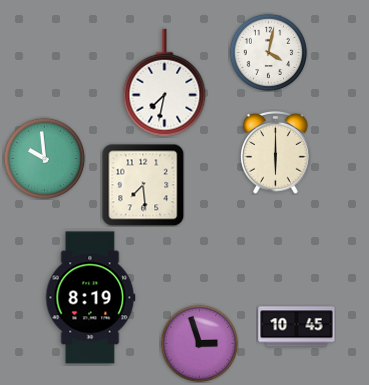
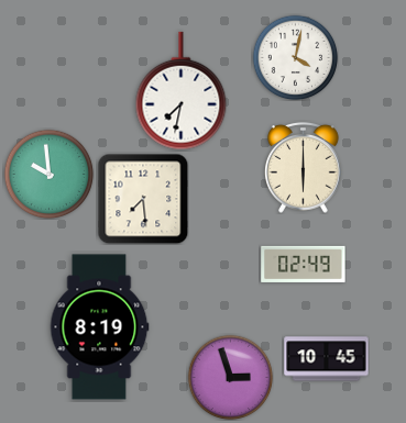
clock at (143, 185) position: (143, 185) -> (143, 199)
clock at (304, 264): none -> 02:49
clock at (199, 343) position: (199, 343) -> (230, 377)
